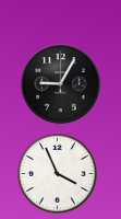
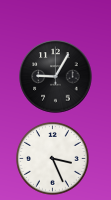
clock at (58, 174): 3:56 -> 3:26
